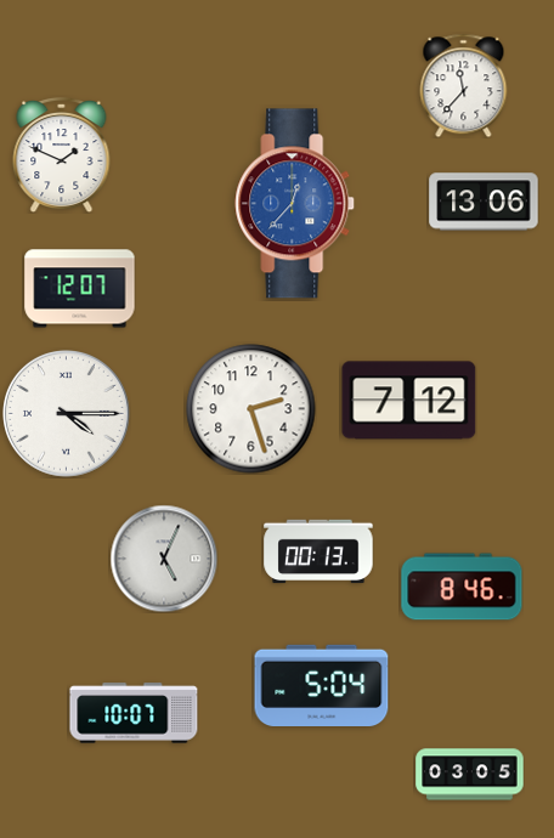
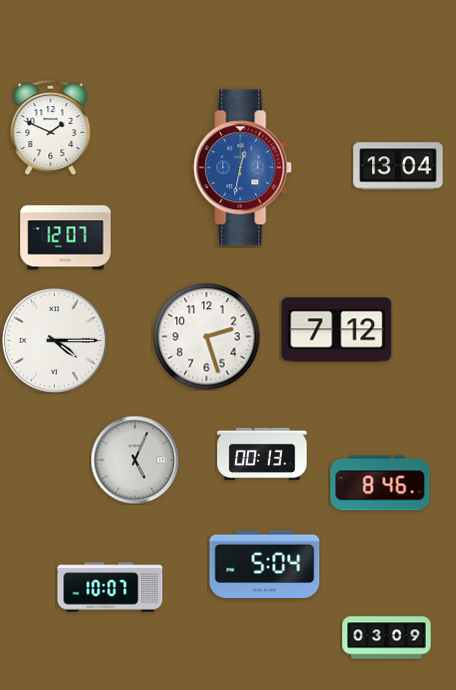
clock at (464, 85): 11:37 -> none
clock at (484, 202): 13:06 -> 13:04
clock at (295, 204): 12:37 -> 12:32
clock at (470, 775): 03:05 -> 03:09
